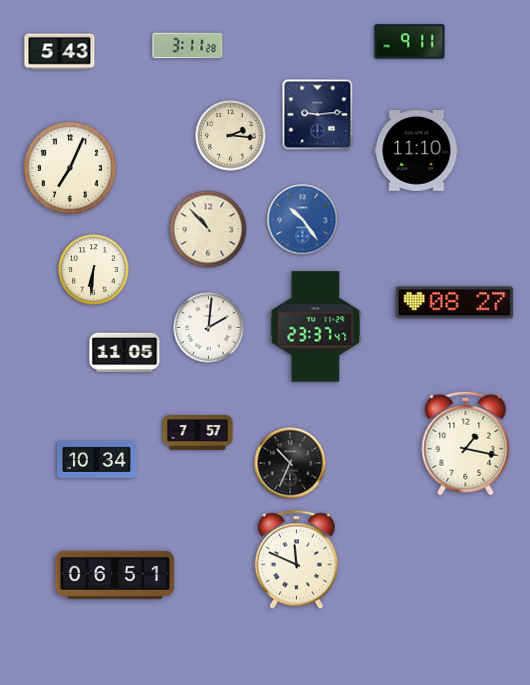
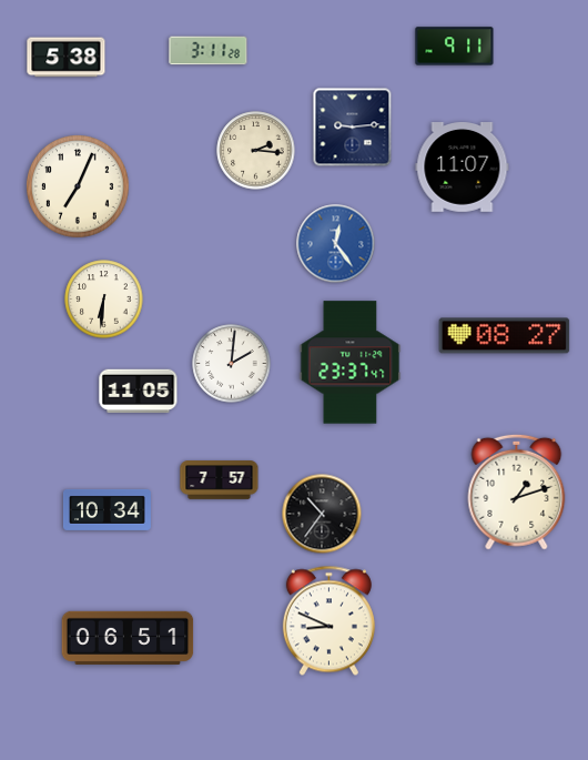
clock at (60, 52): 5:43 -> 5:38
clock at (417, 151): 11:10 -> 11:07
clock at (303, 220): 10:24 -> 12:24
clock at (208, 229): 10:53 -> none
clock at (466, 443): 1:17 -> 1:12
clock at (290, 463): 10:34 -> 10:36
clock at (296, 560): 11:49 -> 8:49
